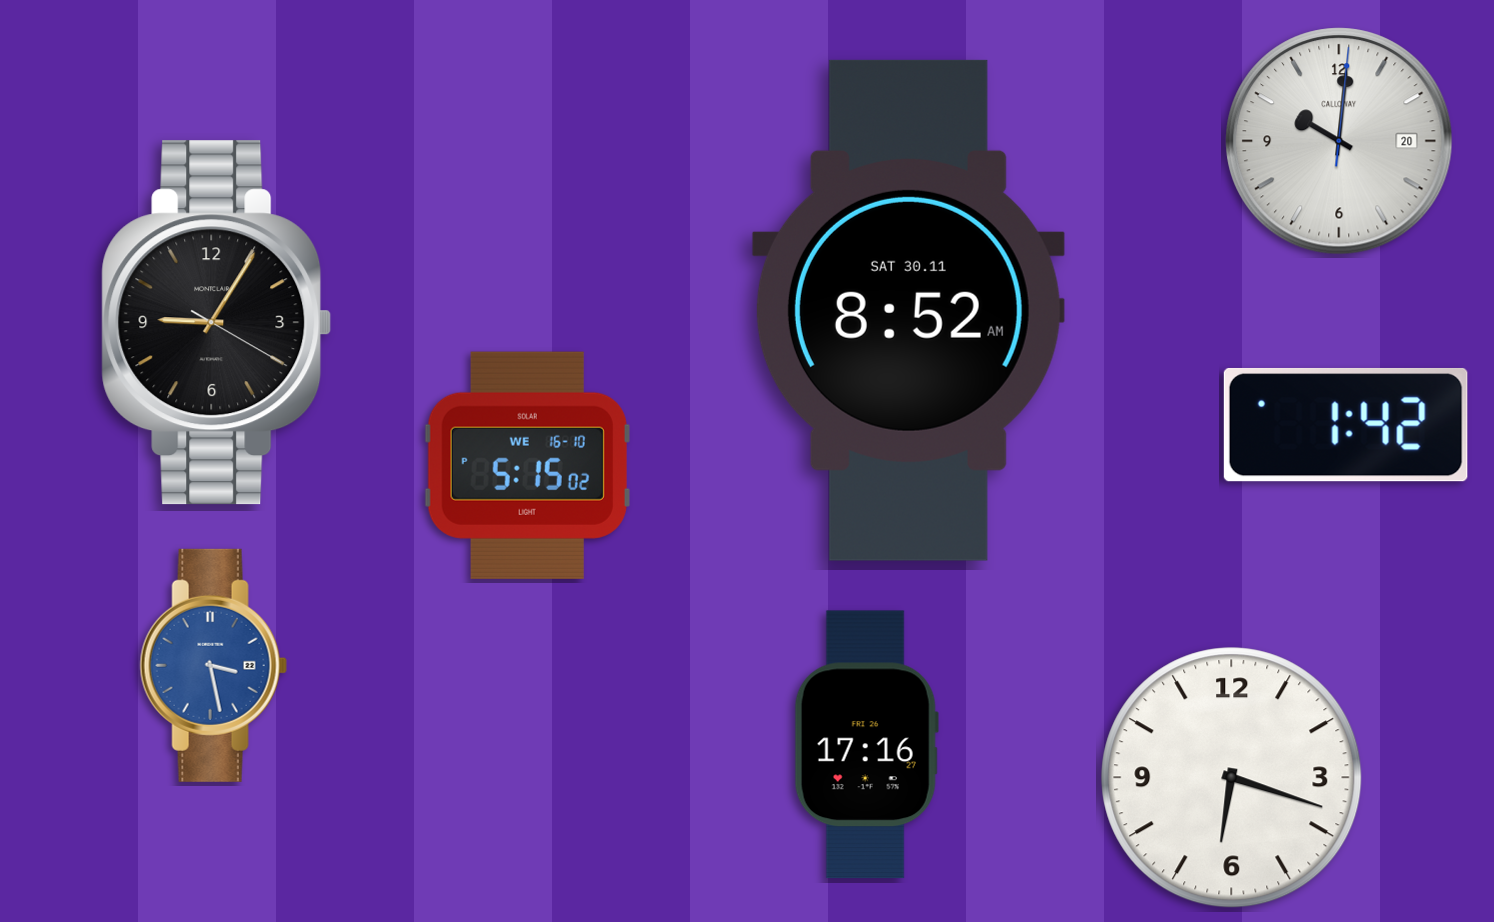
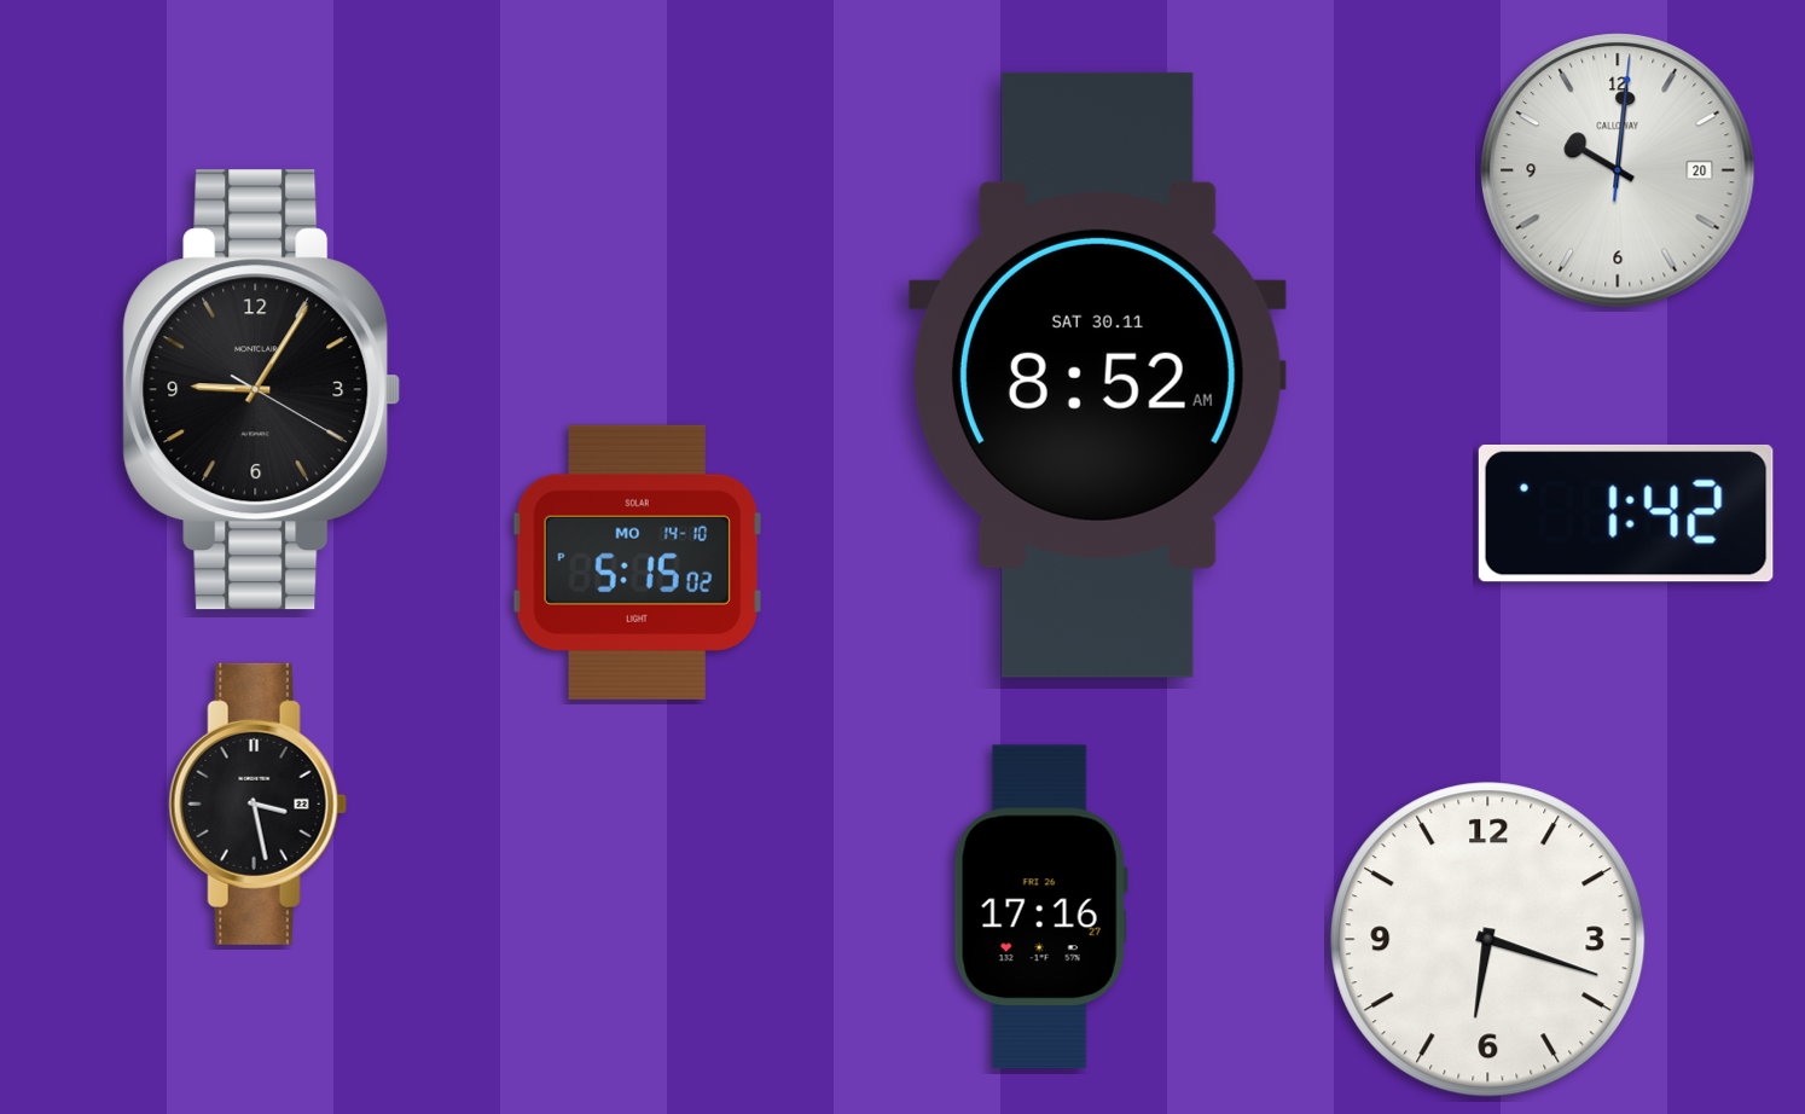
clock at (527, 465) date: WE 16-10 -> MO 14-10
clock at (213, 665) dial: blue -> black
clock at (866, 745) position: (866, 745) -> (1040, 907)
